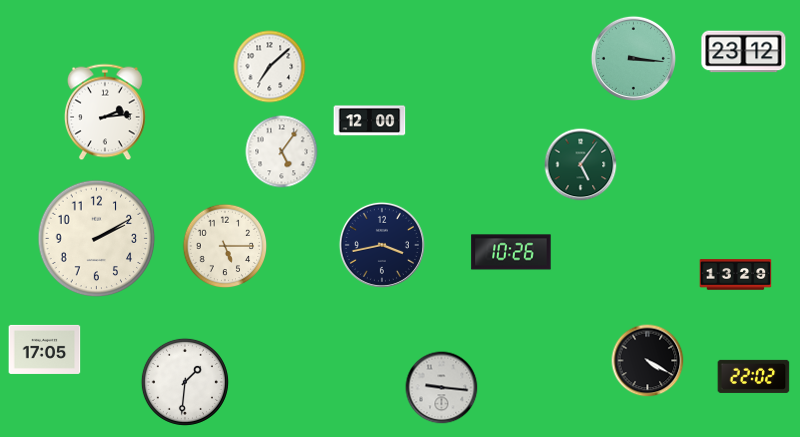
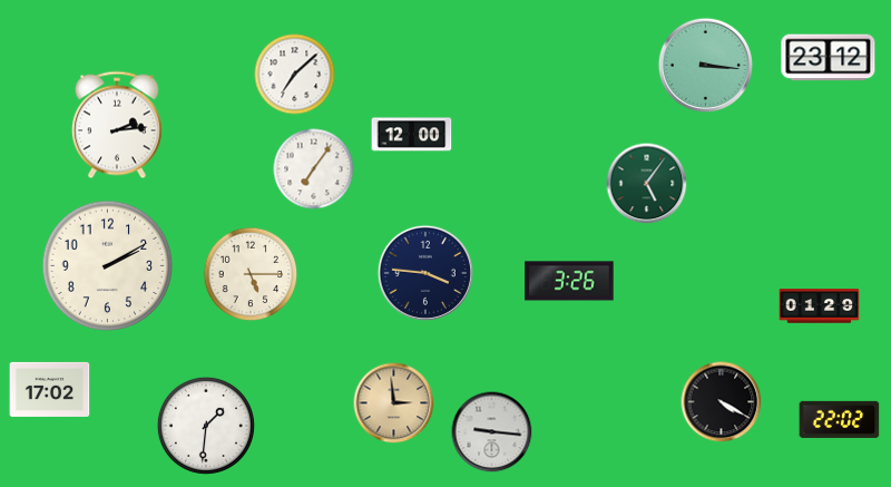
clock at (270, 67) position: (270, 67) -> (295, 75)
clock at (282, 152): 5:06 -> 7:06
clock at (382, 245): 3:43 -> 3:46
clock at (511, 252): 10:26 -> 3:26
clock at (736, 275): 13:29 -> 01:29
clock at (45, 349): 17:05 -> 17:02
clock at (394, 403): none -> 2:59
